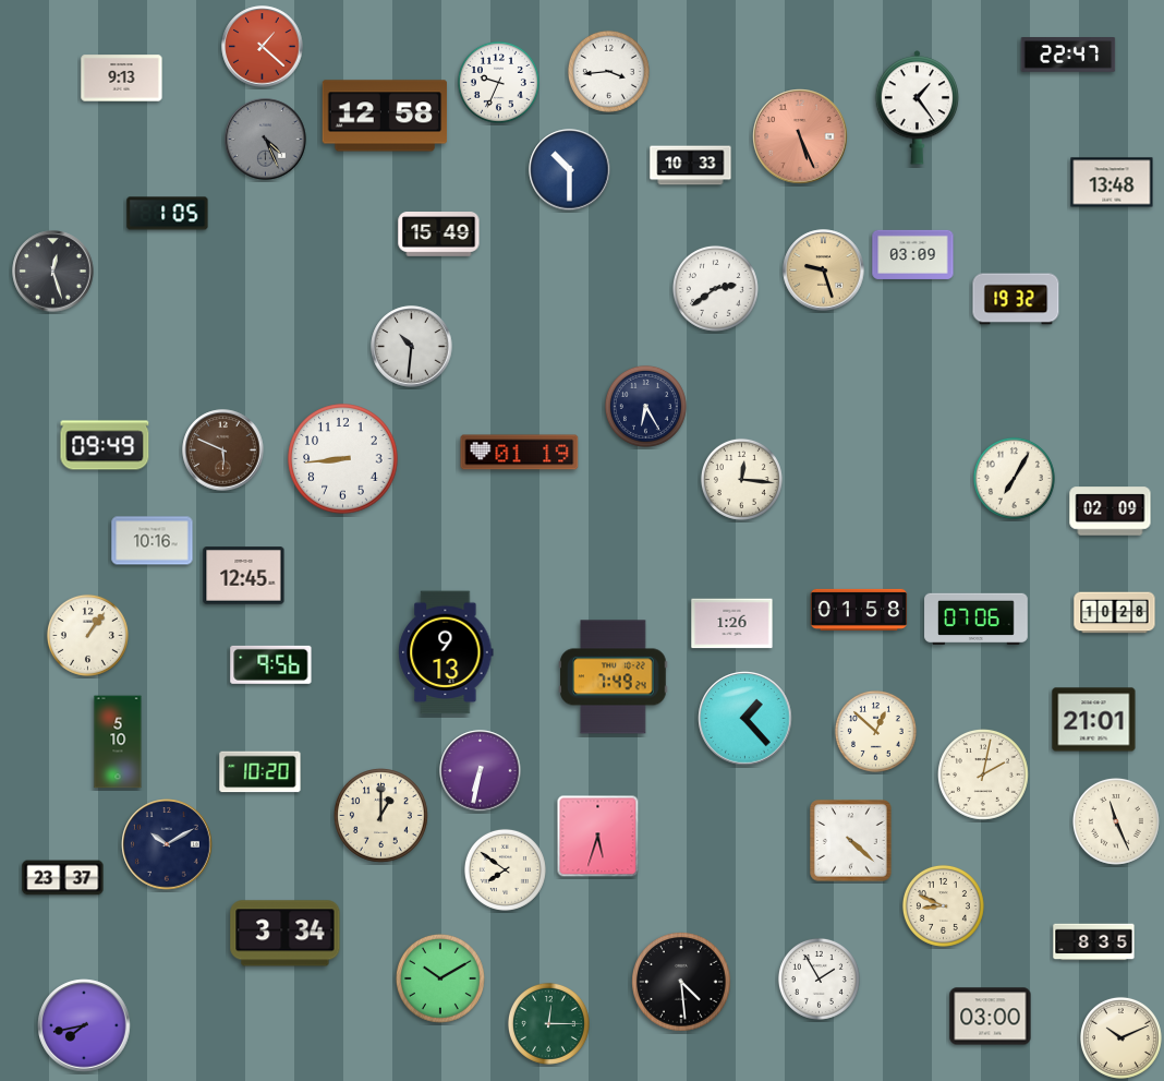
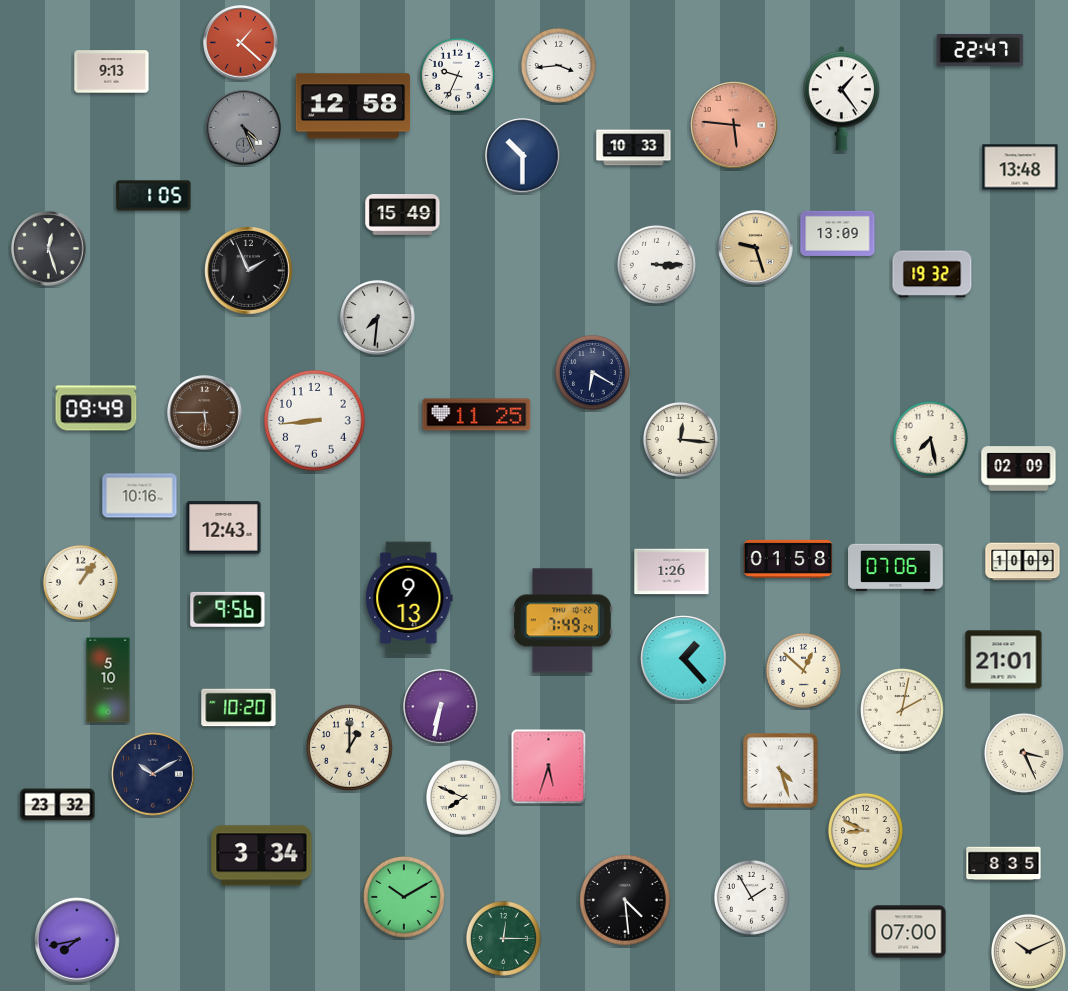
clock at (800, 136): 5:26 -> 5:46
clock at (691, 166) position: (691, 166) -> (634, 148)
clock at (913, 254): 03:09 -> 13:09
clock at (715, 288): 2:39 -> 3:15
clock at (249, 271): none -> 1:56
clock at (412, 347): 10:31 -> 7:31
clock at (645, 406): 6:25 -> 6:20
clock at (223, 451): 5:49 -> 5:45
clock at (520, 453): 01:19 -> 11:25
clock at (1014, 478): 7:05 -> 7:28
clock at (244, 576): 12:45 -> 12:43
clock at (1115, 613): 10:28 -> 10:09
clock at (271, 664) position: (271, 664) -> (228, 609)
clock at (1116, 821): 11:26 -> 3:26
clock at (851, 841): 4:22 -> 4:27
clock at (505, 869): 7:51 -> 7:49
clock at (63, 878): 23:37 -> 23:32
clock at (991, 1017): 03:00 -> 07:00
